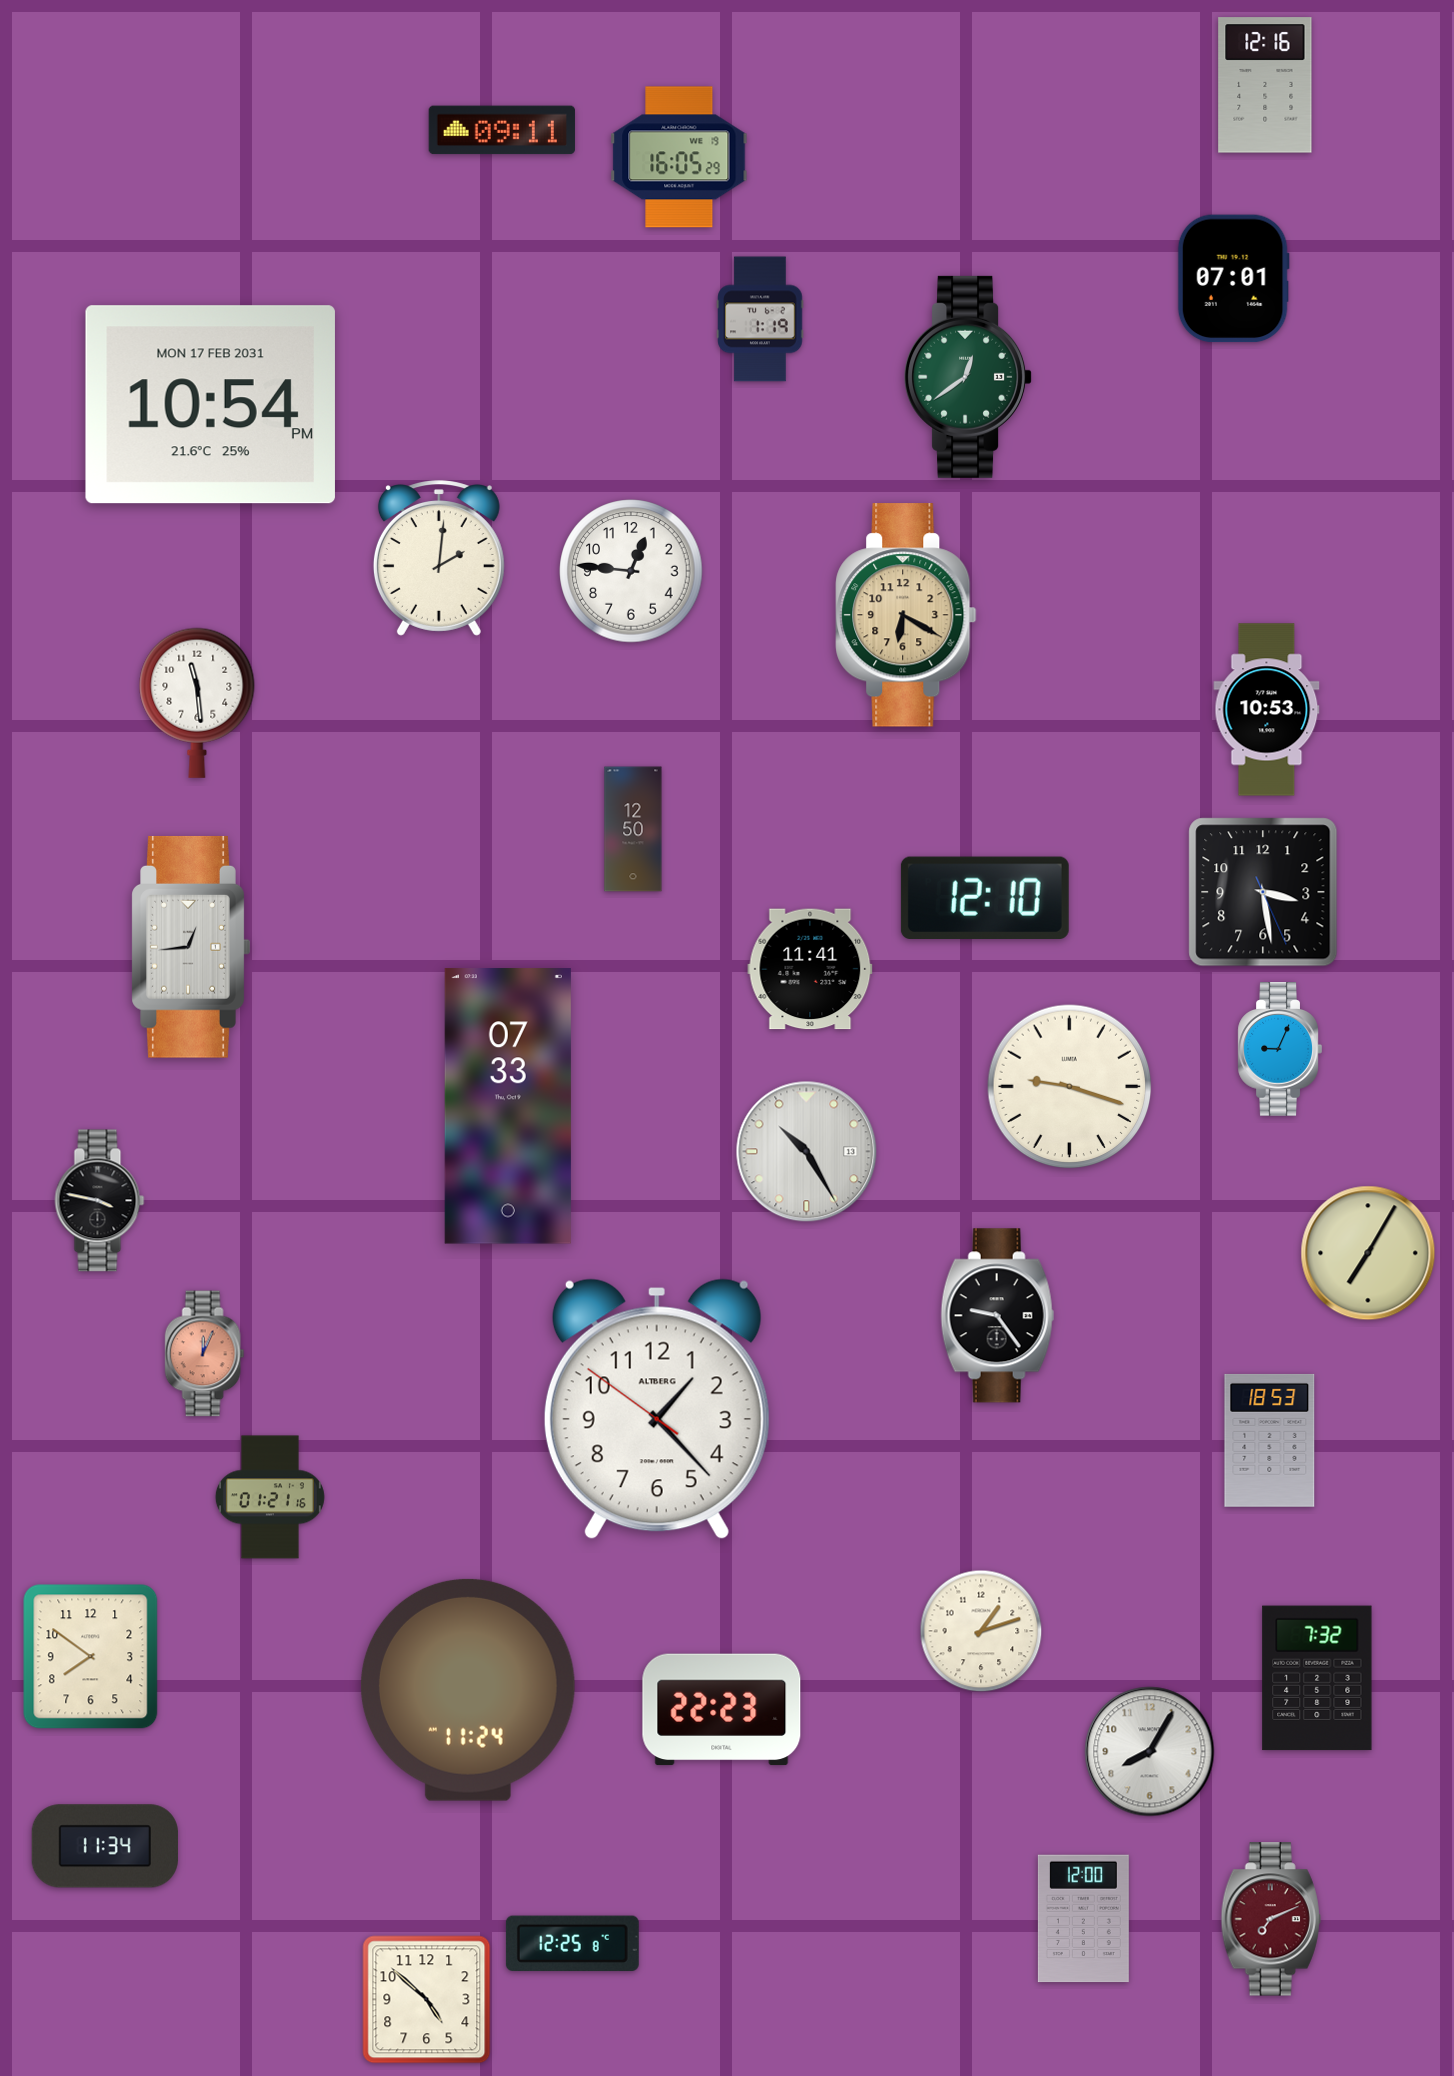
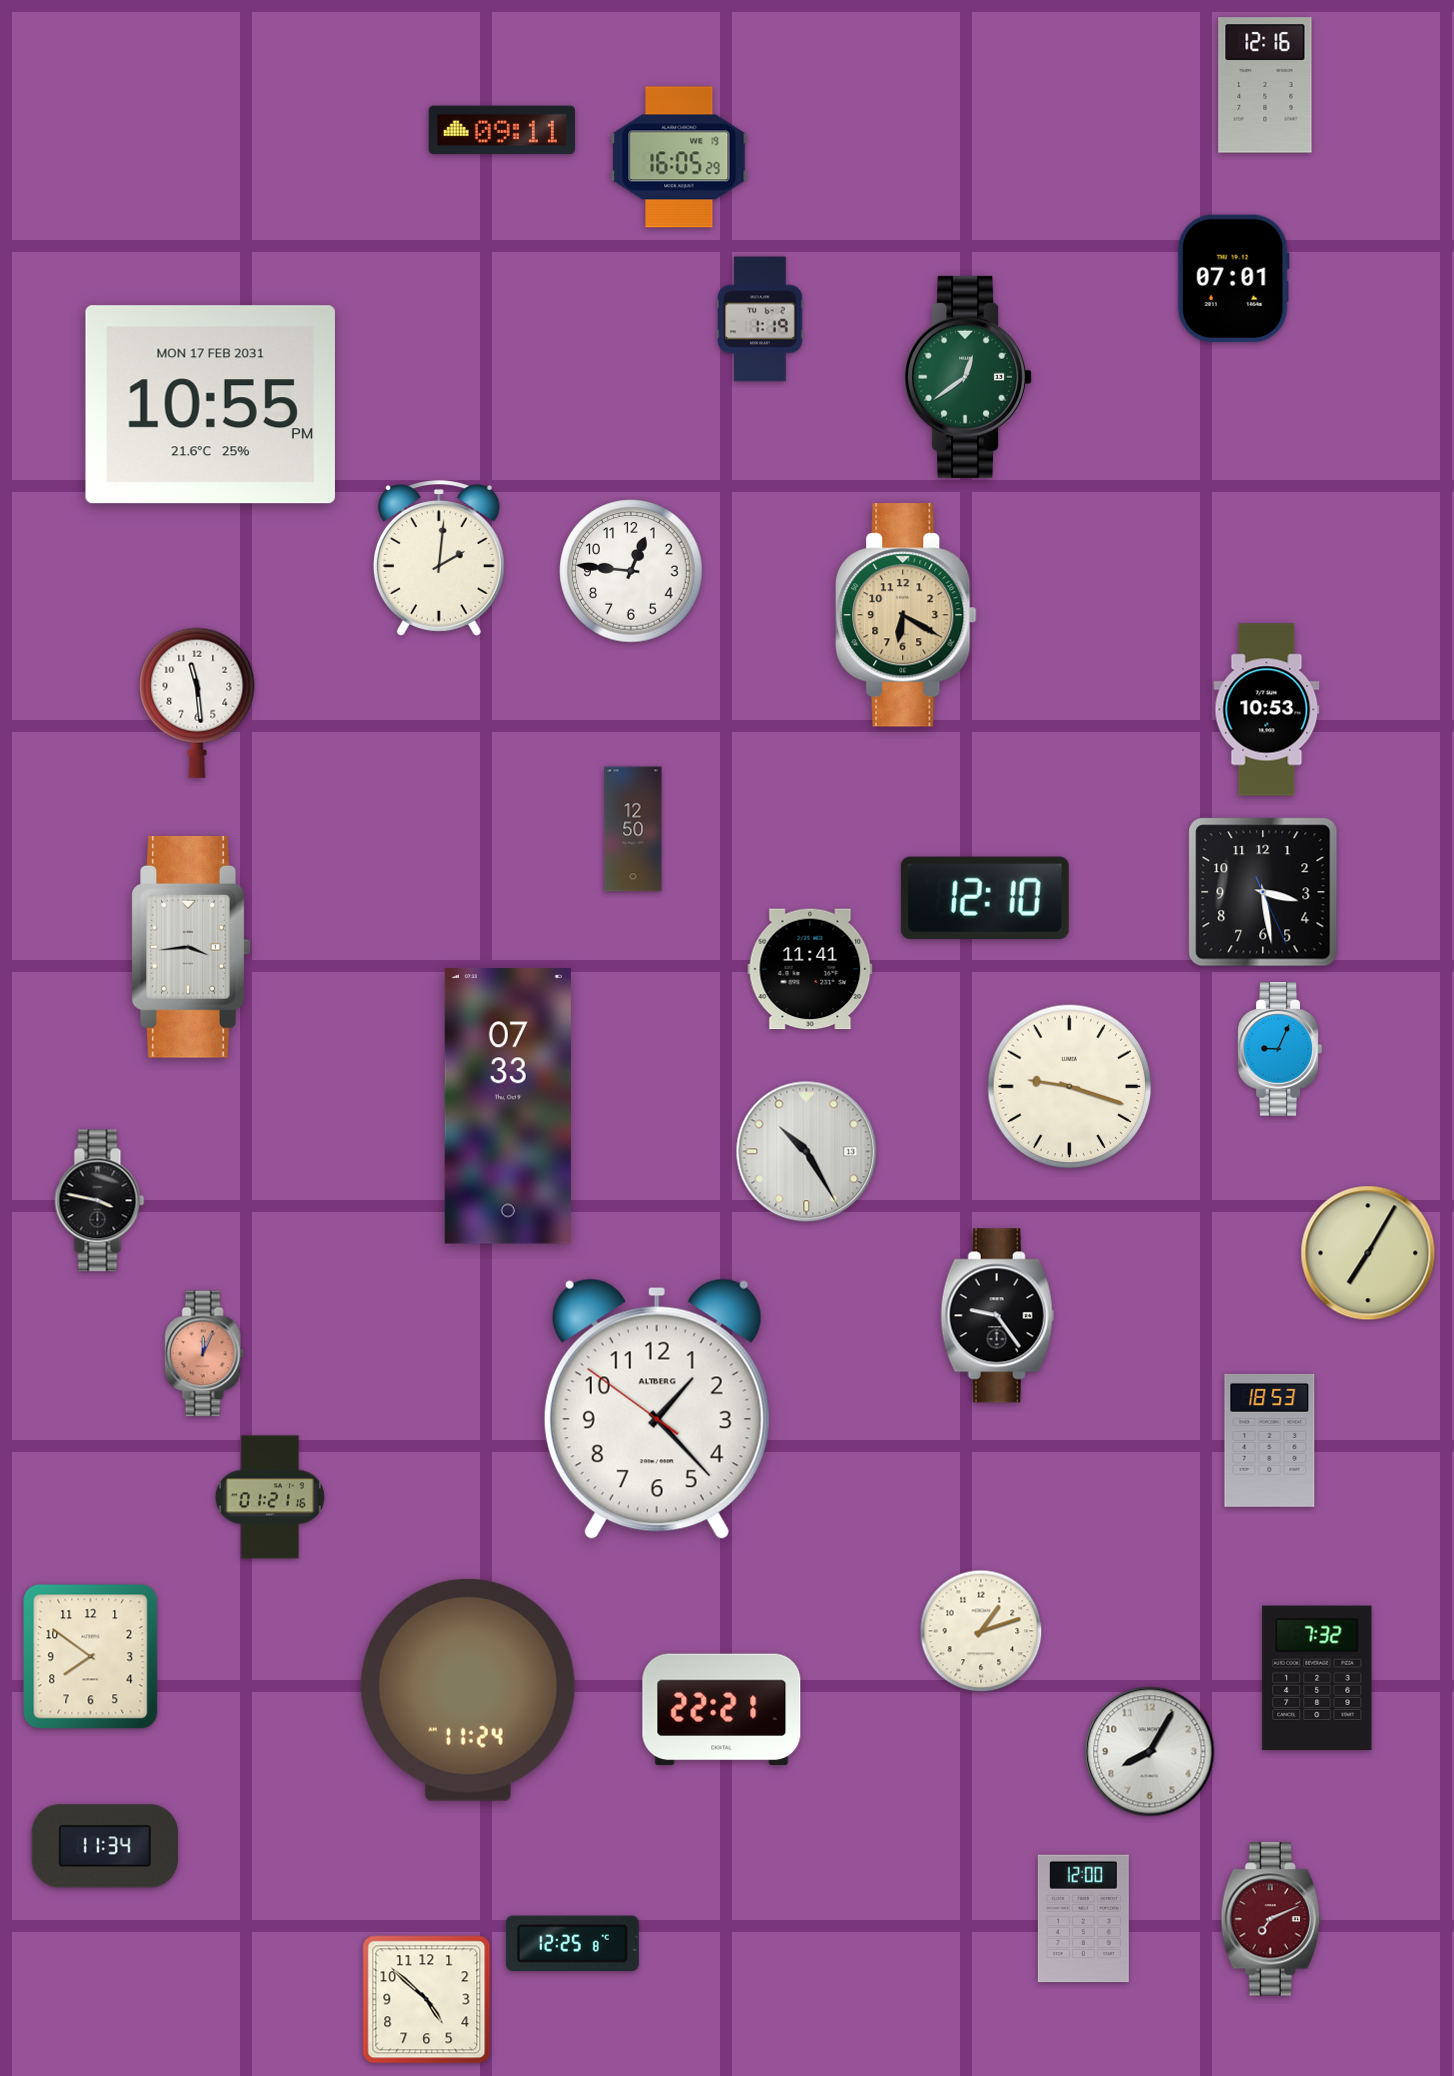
clock at (210, 405): 10:54 -> 10:55
clock at (191, 947): 12:44 -> 3:44
clock at (722, 1710): 22:23 -> 22:21
